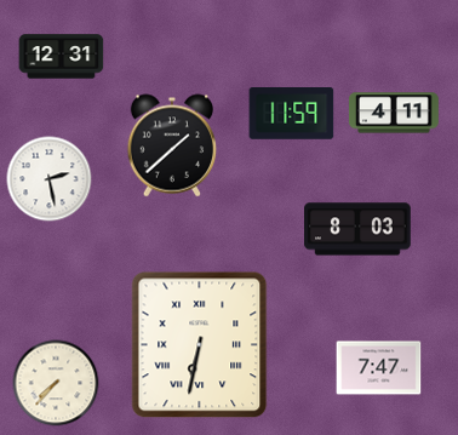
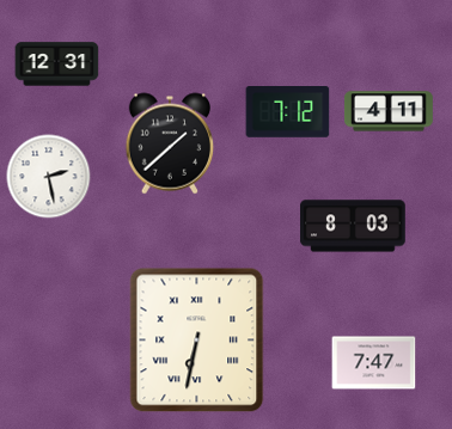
clock at (62, 57) position: (62, 57) -> (57, 65)
clock at (292, 114): 11:59 -> 7:12
clock at (56, 383): 7:37 -> none
